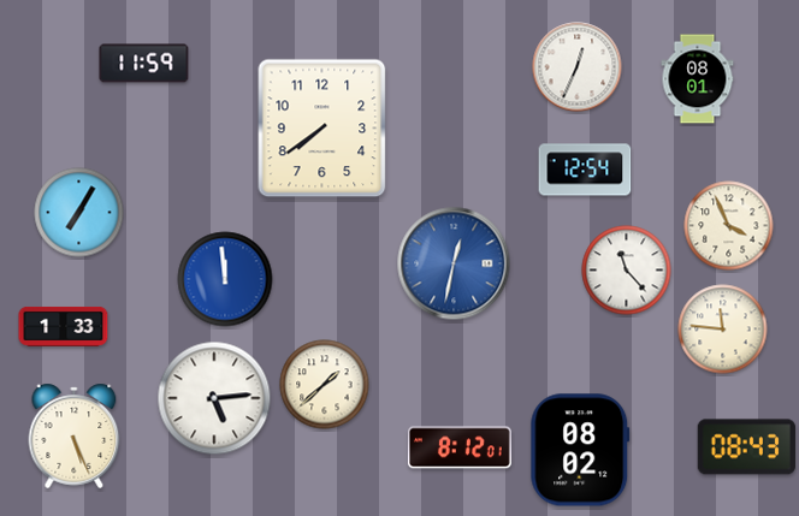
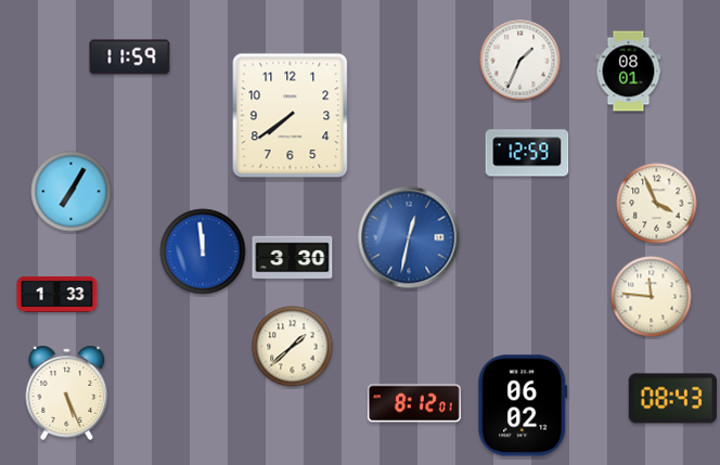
clock at (578, 67): 12:34 -> 1:34
clock at (585, 170): 12:54 -> 12:59
clock at (627, 271): 11:23 -> none
clock at (293, 258): none -> 3:30
clock at (214, 398): 5:14 -> none
clock at (746, 447) position: (746, 447) -> (672, 399)
clock at (580, 450): 08:02 -> 06:02
